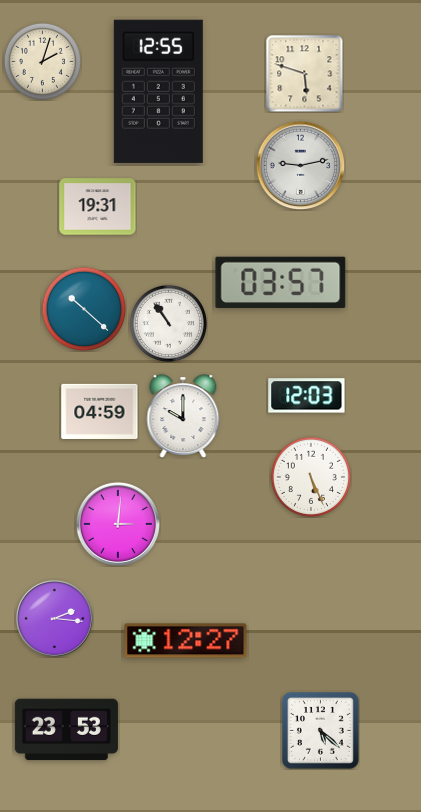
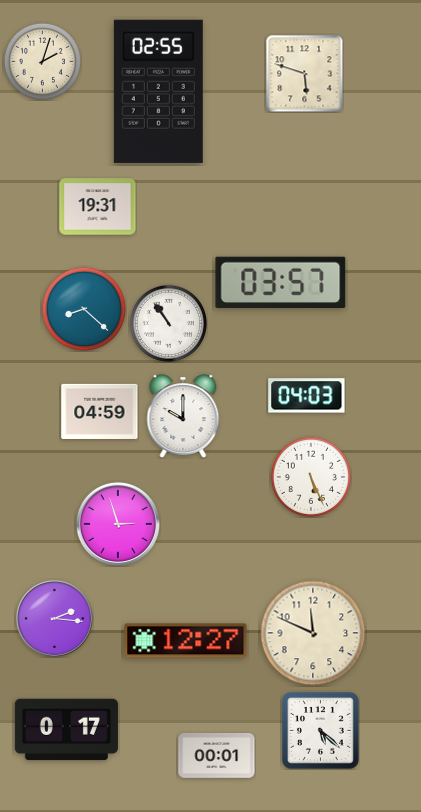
clock at (158, 91): 12:55 -> 02:55
clock at (300, 165): 9:13 -> none
clock at (84, 309): 10:22 -> 8:22
clock at (307, 396): 12:03 -> 04:03
clock at (118, 524): 3:01 -> 2:57
clock at (313, 633): none -> 11:49
clock at (66, 730): 23:53 -> 0:17
clock at (217, 756): none -> 00:01
